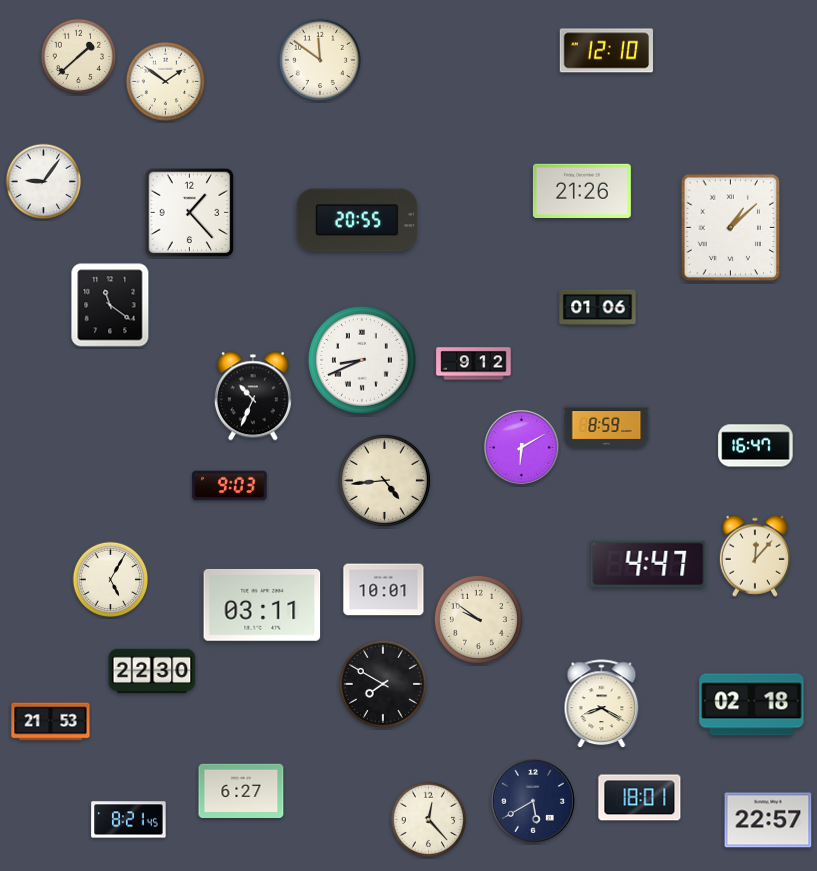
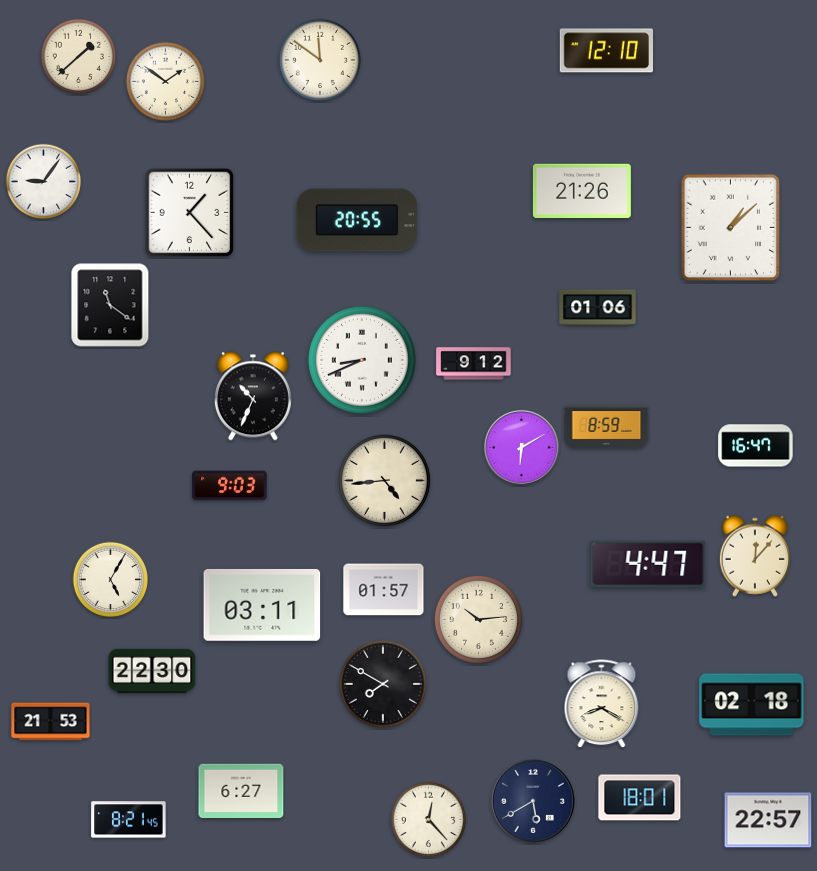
clock at (384, 590): 10:01 -> 01:57
clock at (478, 619): 9:51 -> 10:14
